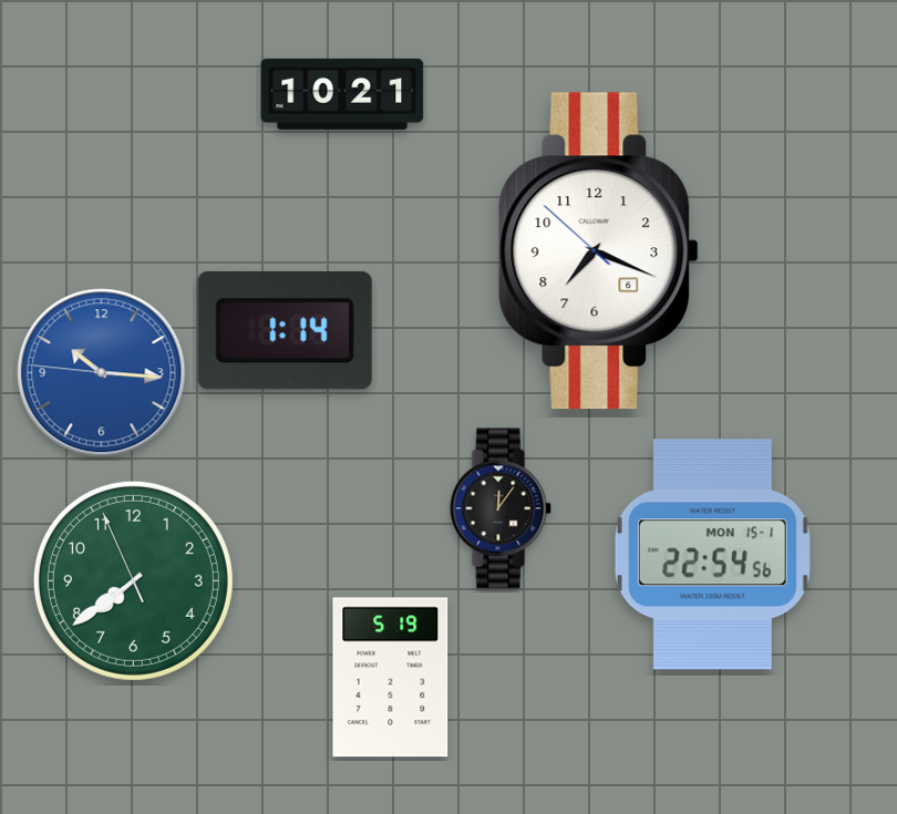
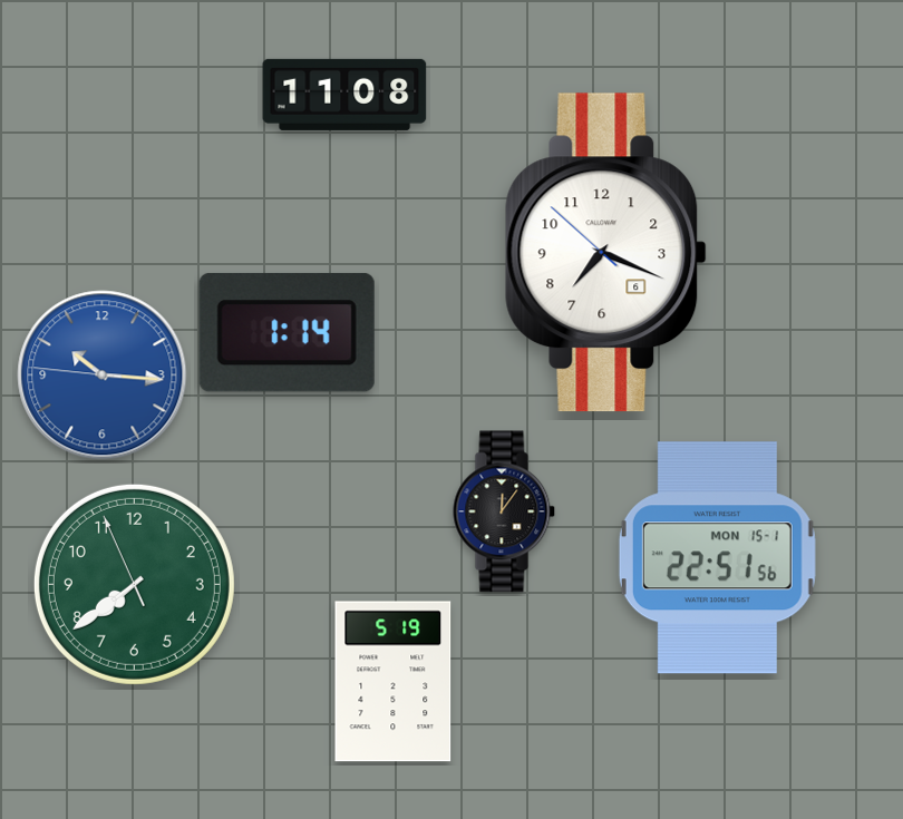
clock at (342, 94): 10:21 -> 11:08
clock at (598, 251) position: (598, 251) -> (605, 253)
clock at (712, 555): 22:54 -> 22:51
